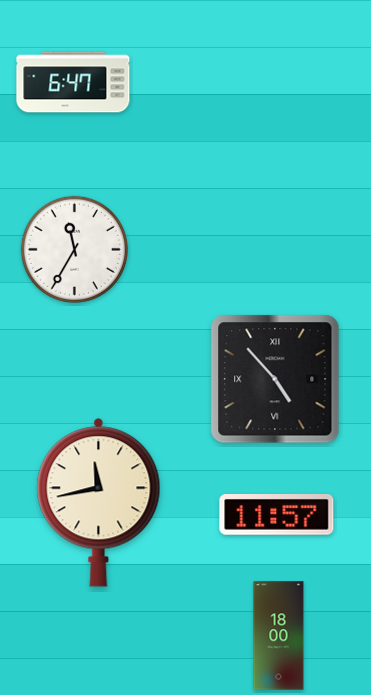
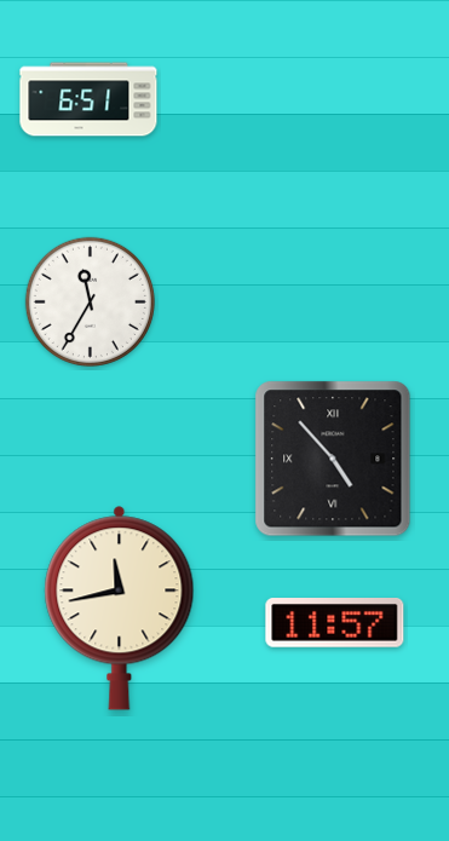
clock at (73, 82): 6:47 -> 6:51
clock at (279, 636): 18:00 -> none
